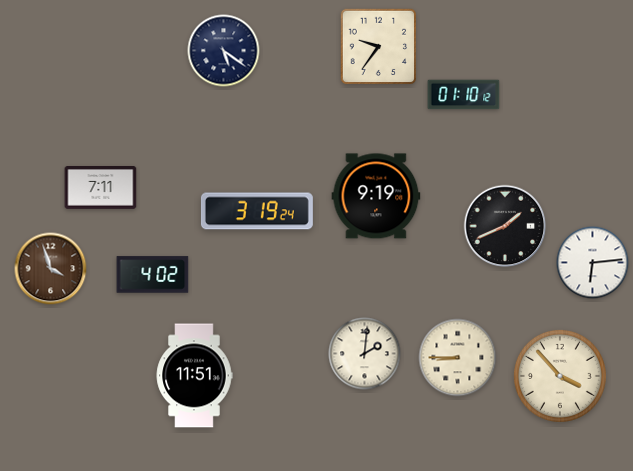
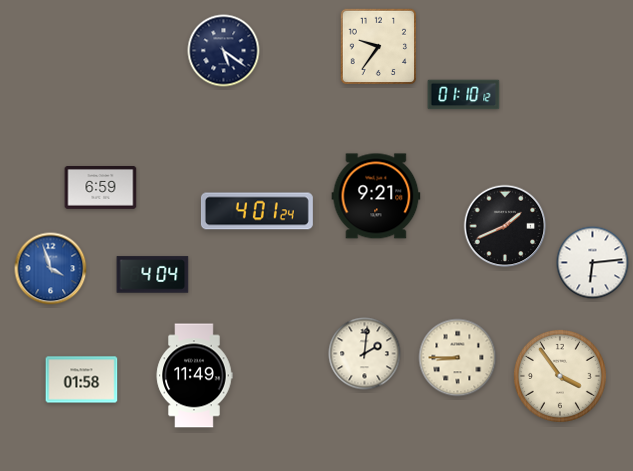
clock at (101, 188): 7:11 -> 6:59
clock at (376, 196): 9:19 -> 9:21
clock at (257, 211): 3:19 -> 4:01
clock at (51, 269) dial: brown -> blue
clock at (153, 275): 4:02 -> 4:04
clock at (194, 376): 11:51 -> 11:49
clock at (560, 376): 3:53 -> 3:54
clock at (82, 380): none -> 01:58
